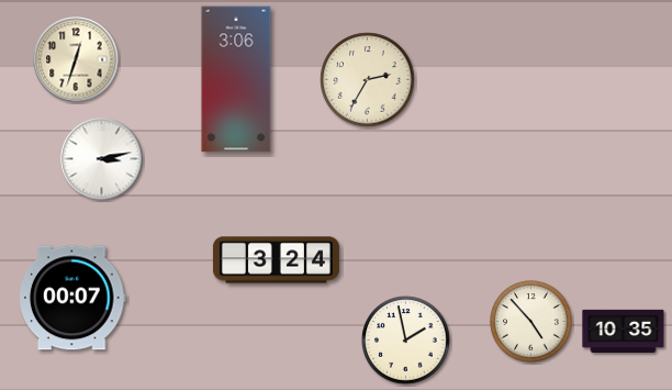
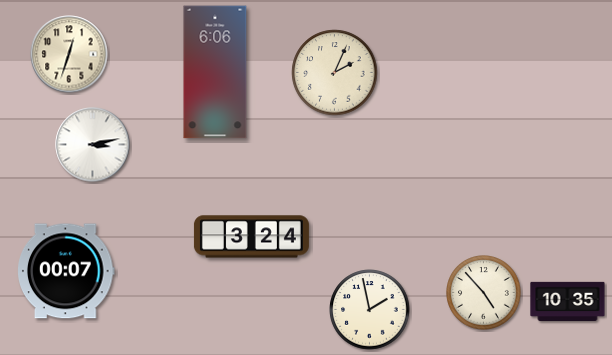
clock at (236, 79): 3:06 -> 6:06
clock at (368, 80): 2:35 -> 2:04
